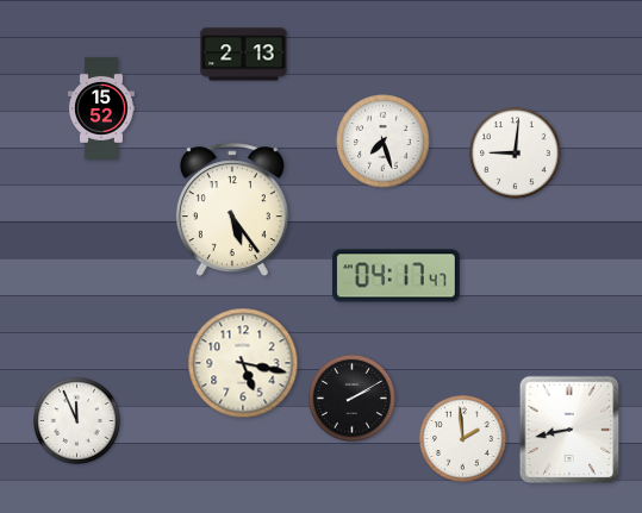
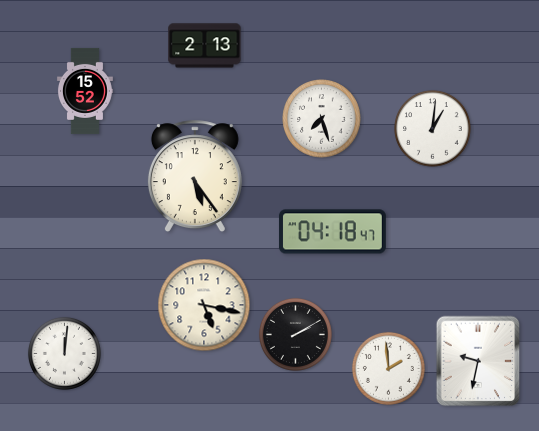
clock at (516, 154): 9:01 -> 1:01
clock at (395, 276): 04:17 -> 04:18
clock at (76, 420): 11:56 -> 12:01
clock at (569, 430): 8:43 -> 9:32
